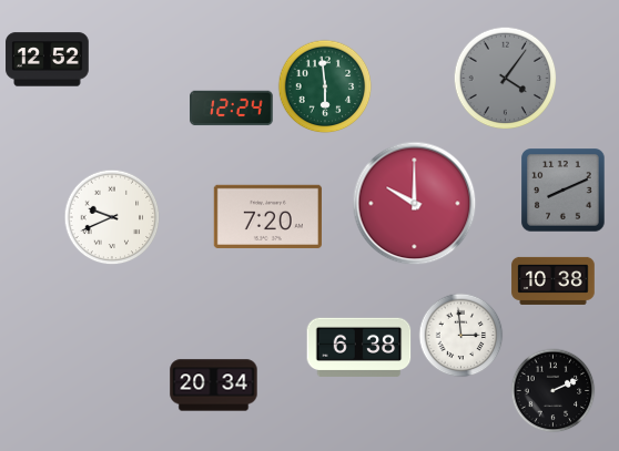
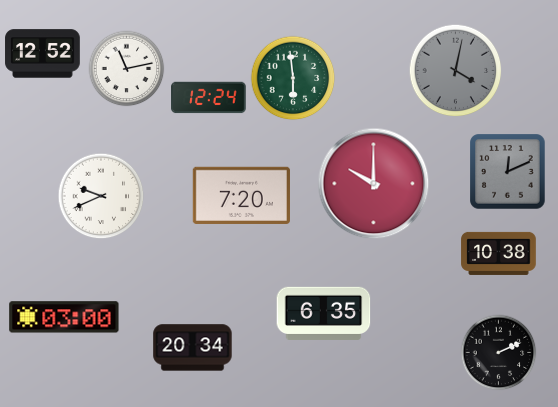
clock at (127, 69): none -> 11:13
clock at (506, 79): 4:06 -> 4:02
clock at (564, 191): 8:11 -> 12:11
clock at (461, 336): 2:59 -> none
clock at (359, 347): 6:38 -> 6:35
clock at (64, 317): none -> 03:00
